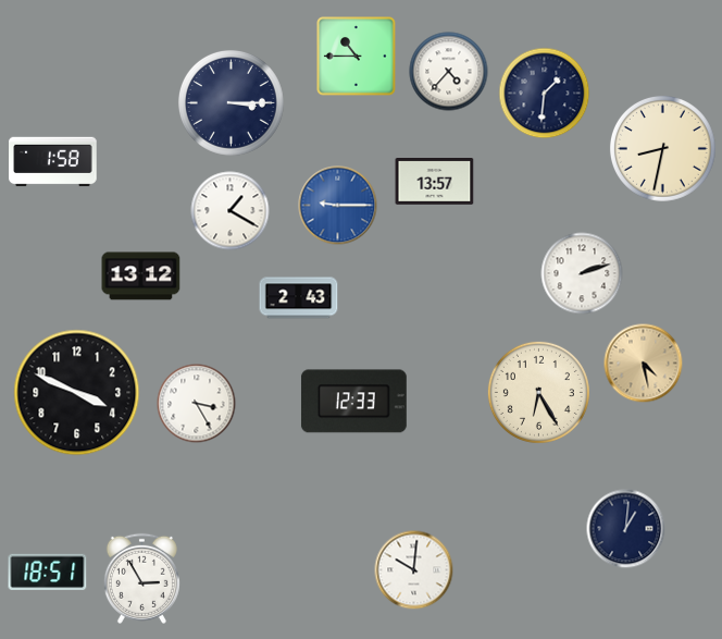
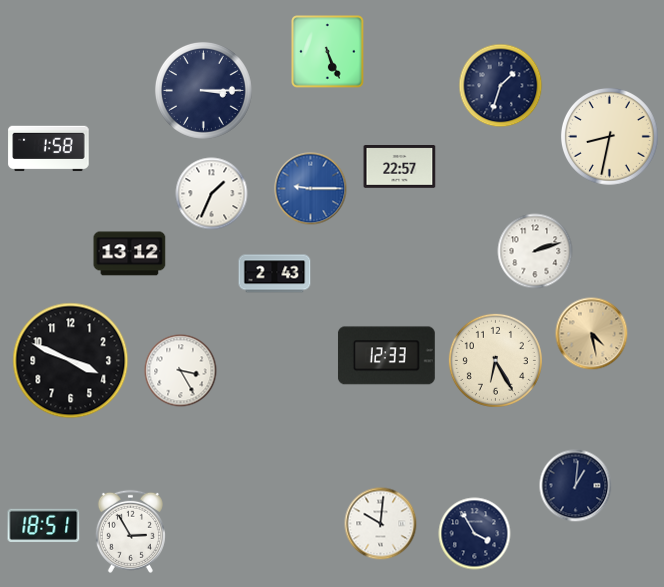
clock at (357, 57): 10:45 -> 5:26
clock at (449, 72): 4:37 -> none
clock at (545, 94): 1:31 -> 1:33
clock at (231, 102) position: (231, 102) -> (203, 90)
clock at (435, 182): 13:57 -> 22:57
clock at (231, 211): 1:20 -> 1:34
clock at (353, 402) position: (353, 402) -> (386, 356)
clock at (475, 534): none -> 3:55
